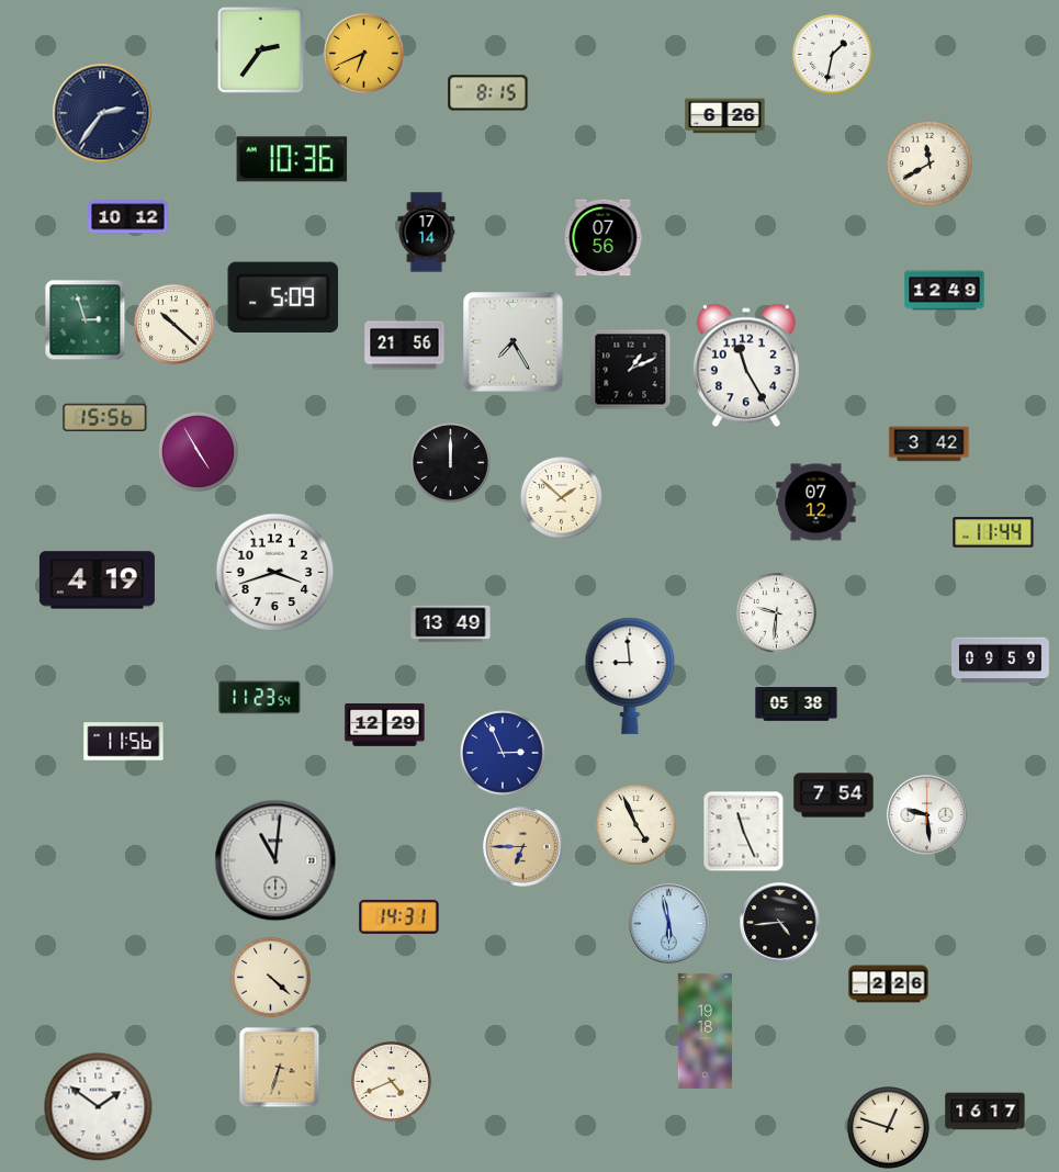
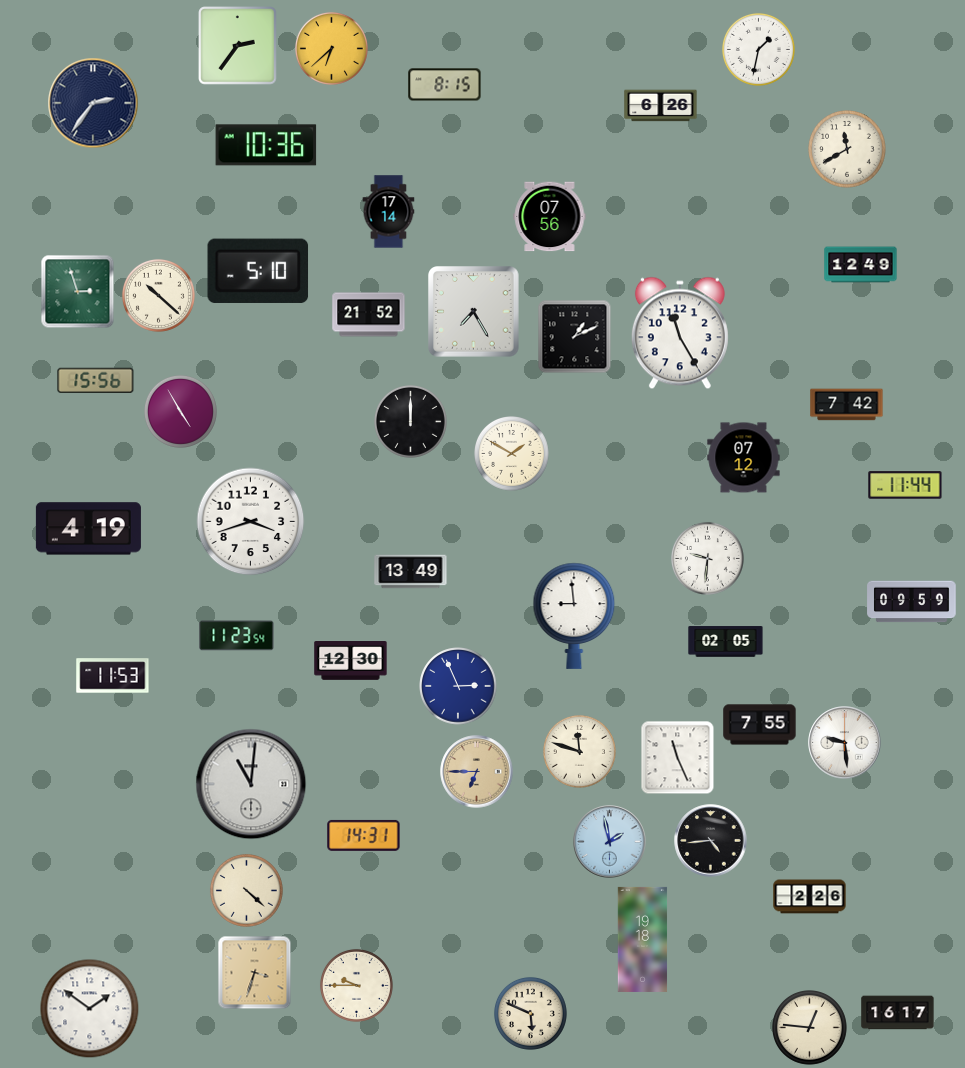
clock at (363, 53): 6:41 -> 6:38
clock at (128, 217): 10:12 -> none
clock at (283, 297): 5:09 -> 5:10
clock at (514, 342) position: (514, 342) -> (474, 312)
clock at (405, 346): 21:56 -> 21:52
clock at (930, 444): 3:42 -> 7:42
clock at (562, 498): 1:52 -> 1:50
clock at (451, 624) position: (451, 624) -> (411, 572)
clock at (797, 705): 05:38 -> 02:05
clock at (385, 725): 12:29 -> 12:30
clock at (124, 742): 11:56 -> 11:53
clock at (834, 796): 7:54 -> 7:55
clock at (635, 824): 4:56 -> 11:48
clock at (669, 924): 5:58 -> 1:58
clock at (391, 1081): 4:41 -> 9:45
clock at (530, 1013): none -> 5:49
clock at (889, 1128): 12:48 -> 12:46
